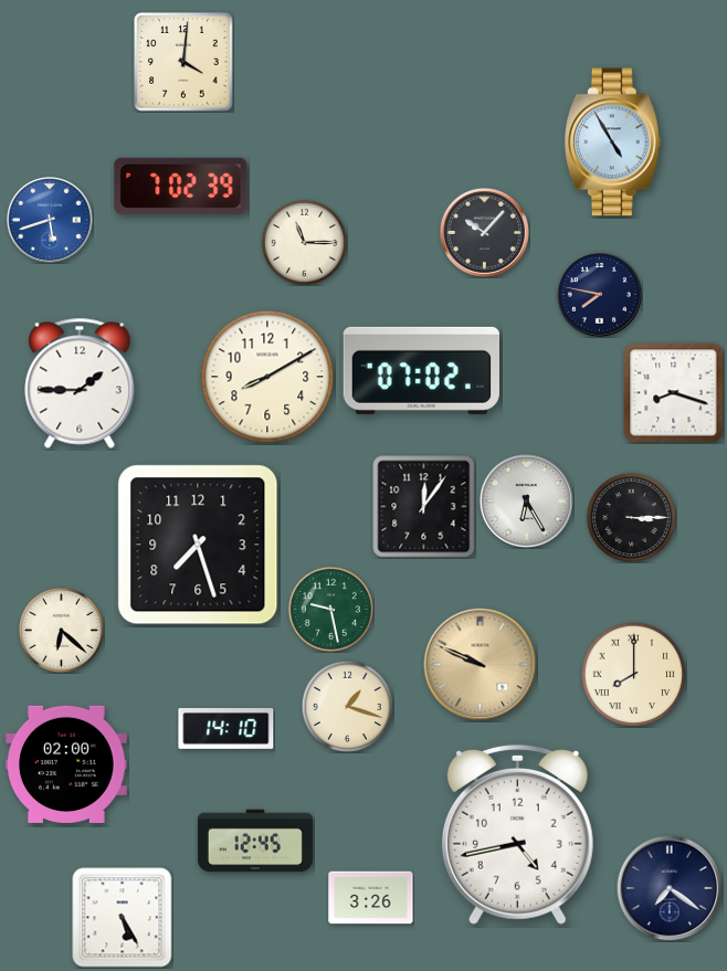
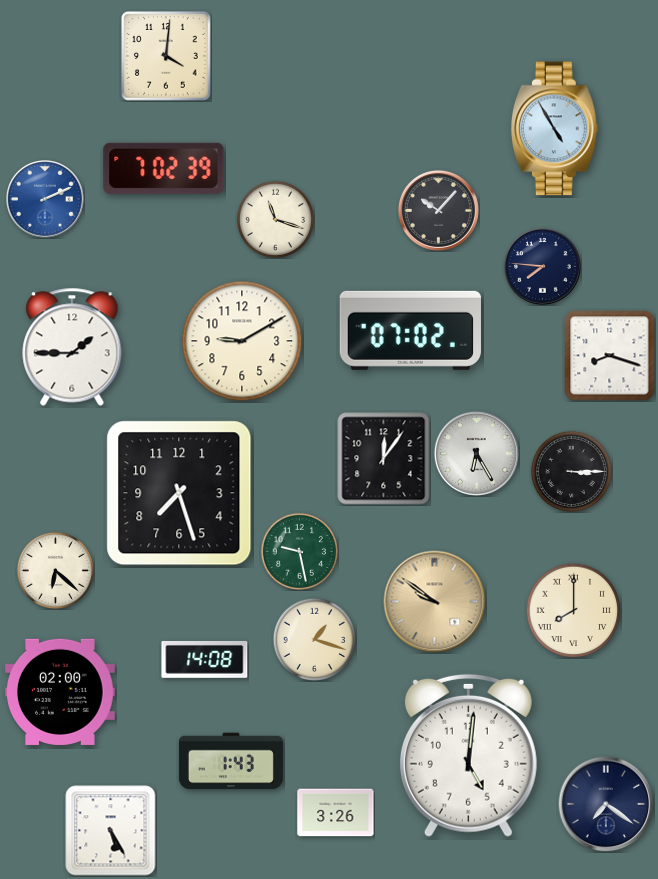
clock at (51, 221): 5:42 -> 2:11
clock at (304, 242): 11:15 -> 11:18
clock at (600, 295): 7:47 -> 7:46
clock at (421, 370) position: (421, 370) -> (410, 330)
clock at (267, 377): 8:10 -> 9:10
clock at (631, 517) position: (631, 517) -> (571, 471)
clock at (481, 665): 9:49 -> 9:51
clock at (226, 728): 14:10 -> 14:08
clock at (517, 834): 4:43 -> 5:01
clock at (255, 841): 12:45 -> 1:43
